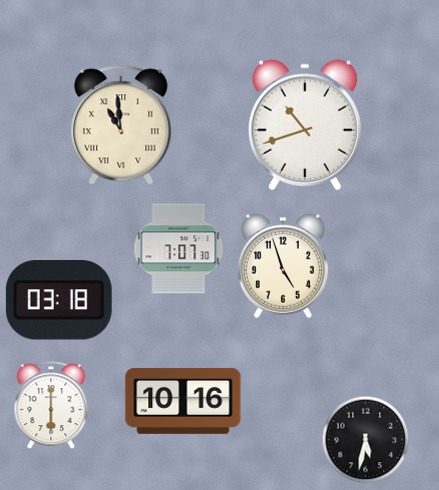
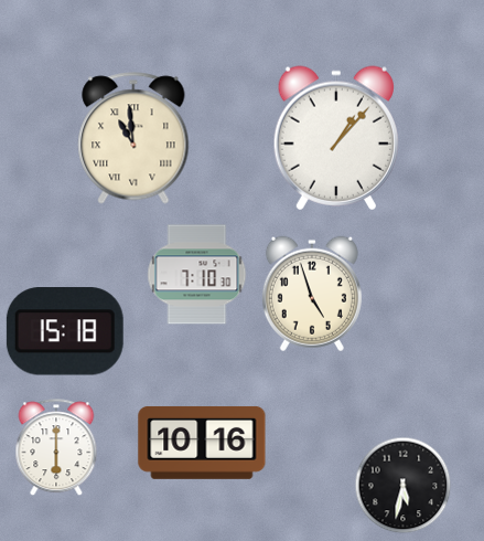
clock at (304, 125): 10:42 -> 1:07
clock at (179, 249): 7:07 -> 7:10
clock at (59, 300): 03:18 -> 15:18
